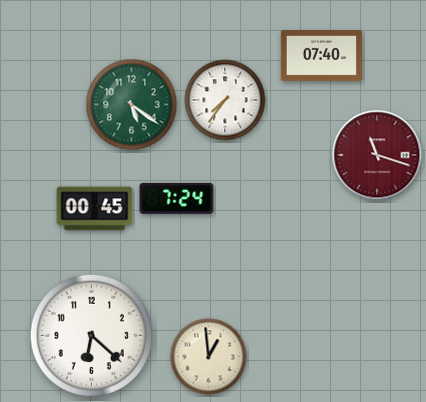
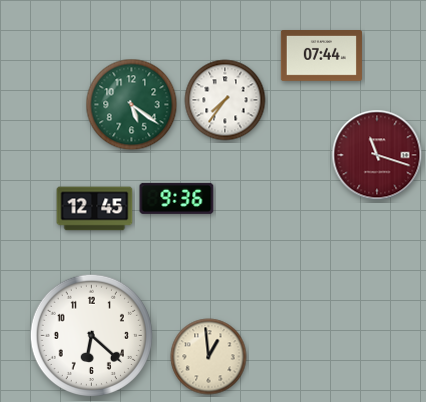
clock at (321, 56): 07:40 -> 07:44
clock at (177, 198): 7:24 -> 9:36
clock at (95, 209): 00:45 -> 12:45
